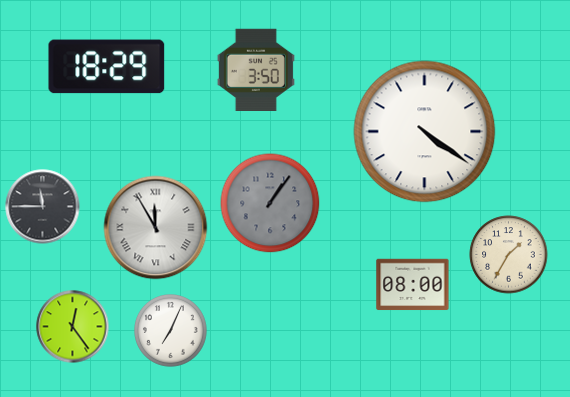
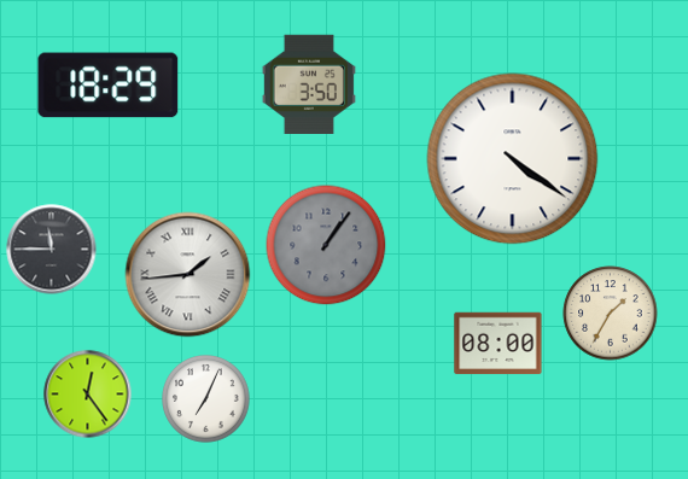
clock at (107, 67) position: (107, 67) -> (109, 86)
clock at (156, 228): 11:55 -> 1:44
clock at (509, 255) position: (509, 255) -> (611, 314)
